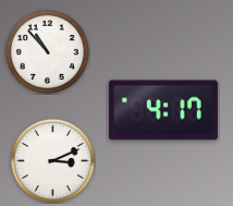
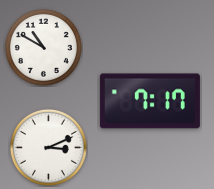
clock at (47, 51): 10:53 -> 10:50
clock at (163, 110): 4:17 -> 7:17
